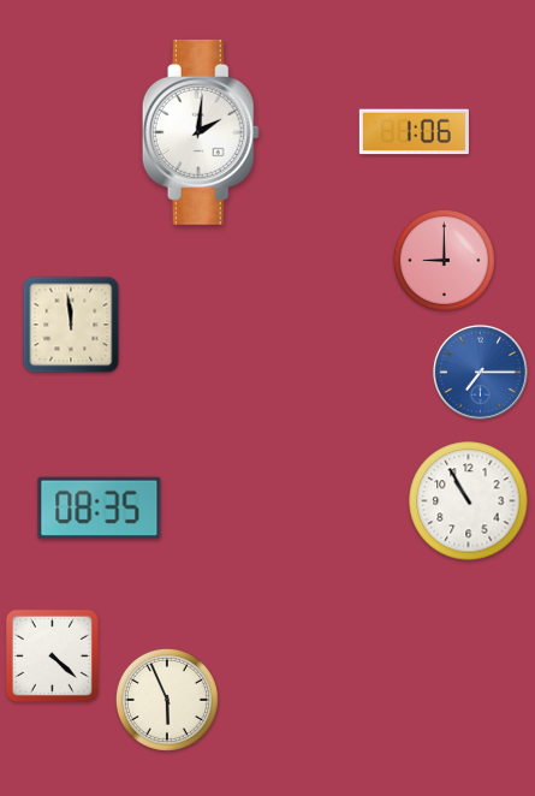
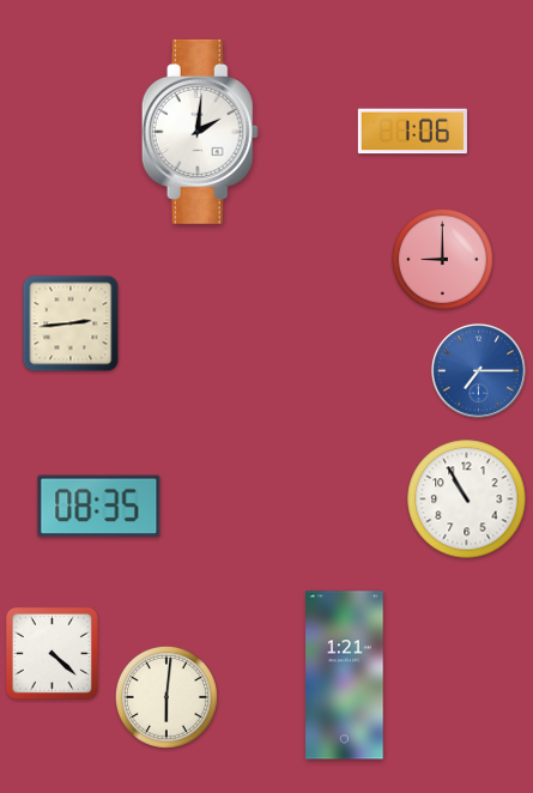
clock at (71, 325): 11:59 -> 2:44
clock at (345, 676): none -> 1:21
clock at (167, 700): 5:56 -> 6:01
